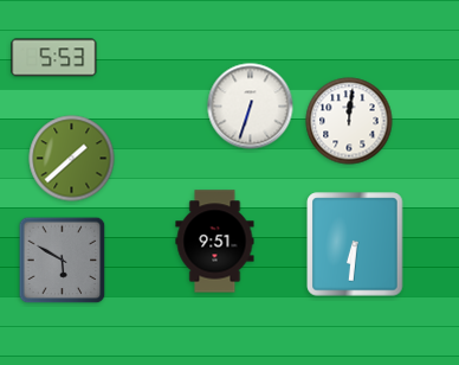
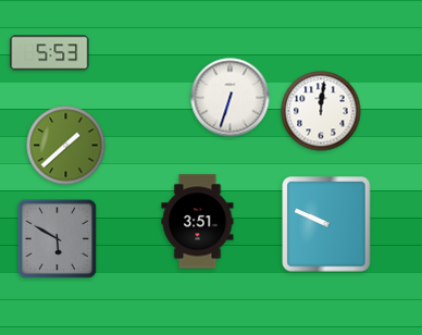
clock at (215, 242): 9:51 -> 3:51
clock at (355, 244): 6:31 -> 9:49
